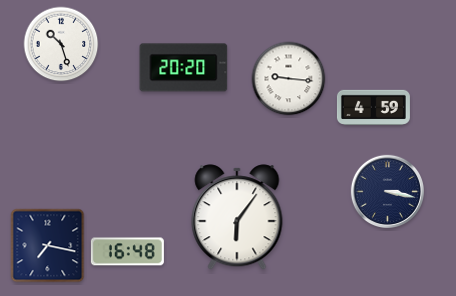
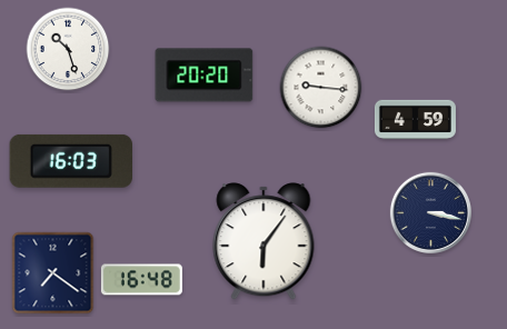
clock at (70, 161): none -> 16:03
clock at (48, 246): 7:17 -> 7:21
